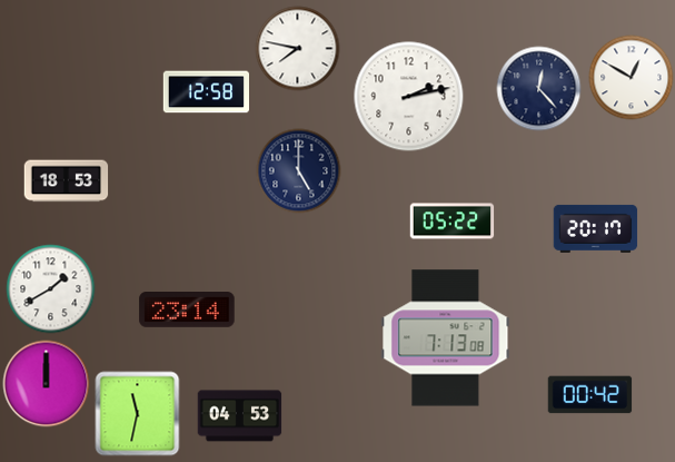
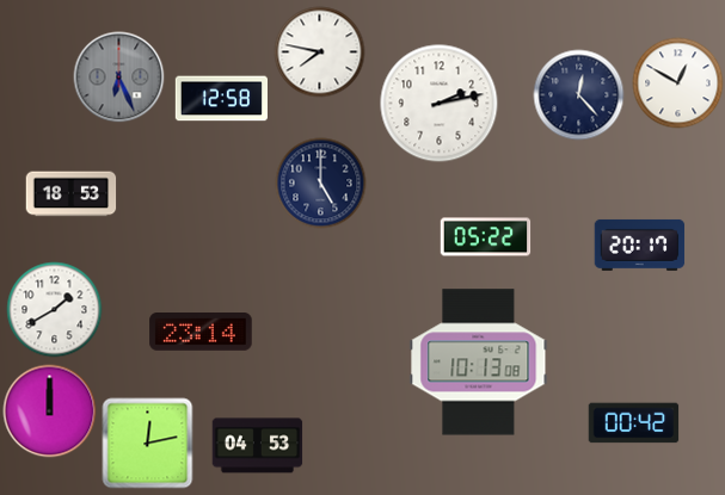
clock at (119, 78): none -> 6:26
clock at (446, 338): 7:13 -> 10:13
clock at (138, 414): 11:32 -> 12:13
